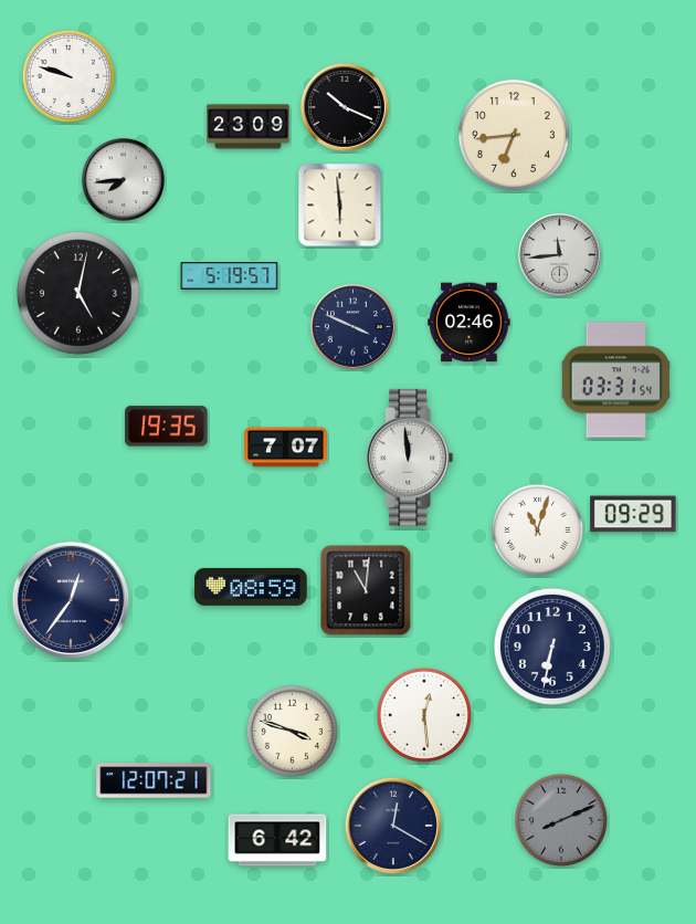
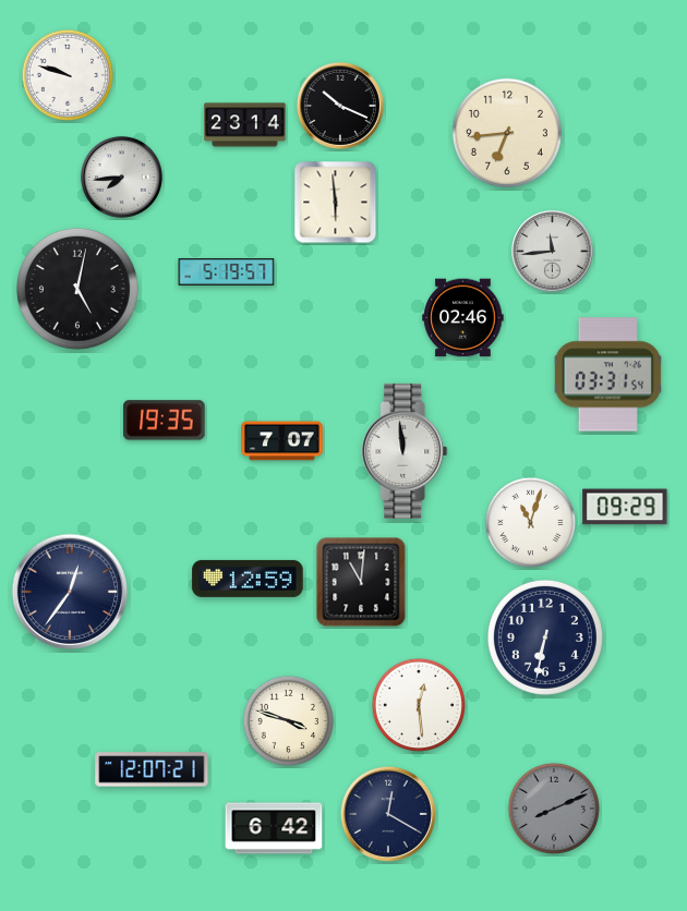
clock at (249, 127): 23:09 -> 23:14
clock at (352, 326): 3:49 -> none
clock at (251, 587): 08:59 -> 12:59
